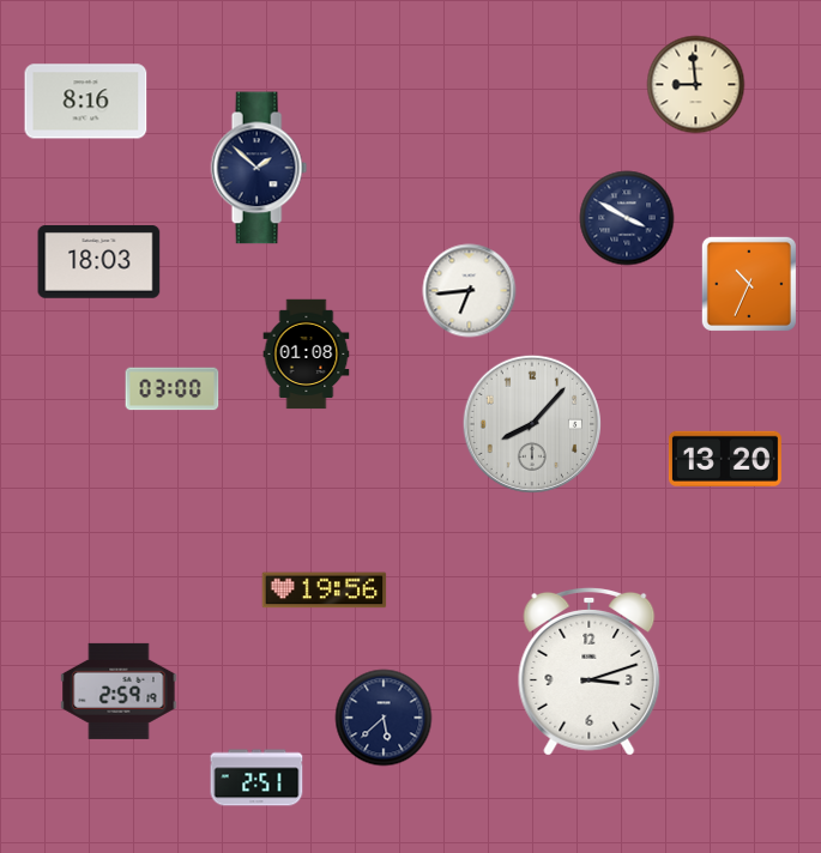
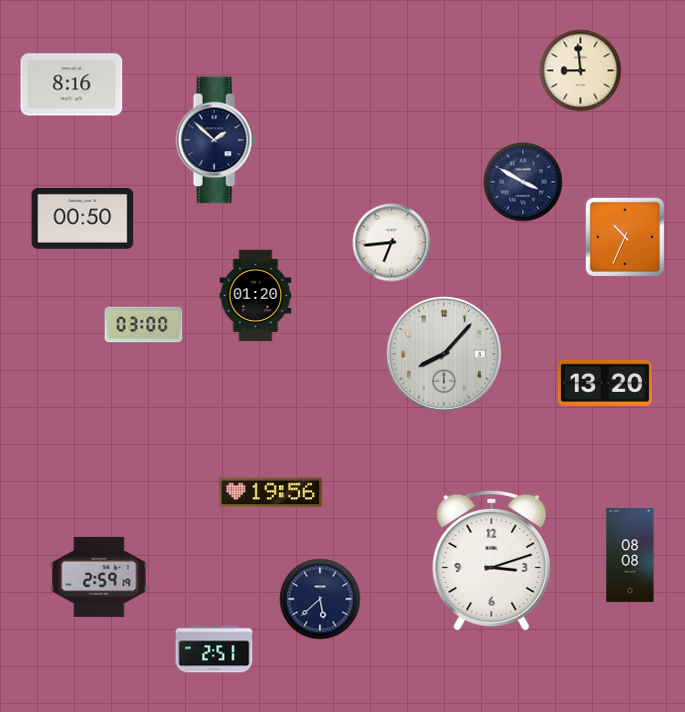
clock at (99, 262): 18:03 -> 00:50
clock at (307, 355): 01:08 -> 01:20
clock at (630, 555): none -> 08:08
